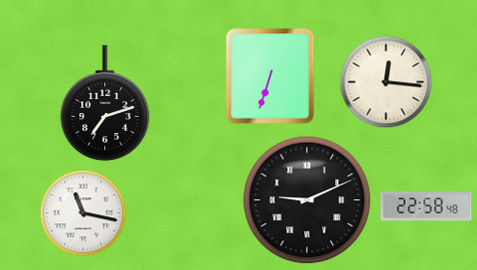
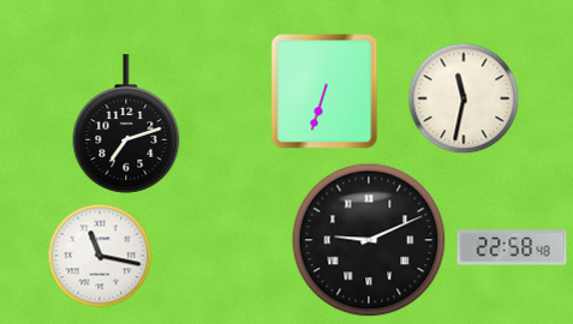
clock at (386, 82): 12:16 -> 11:32
